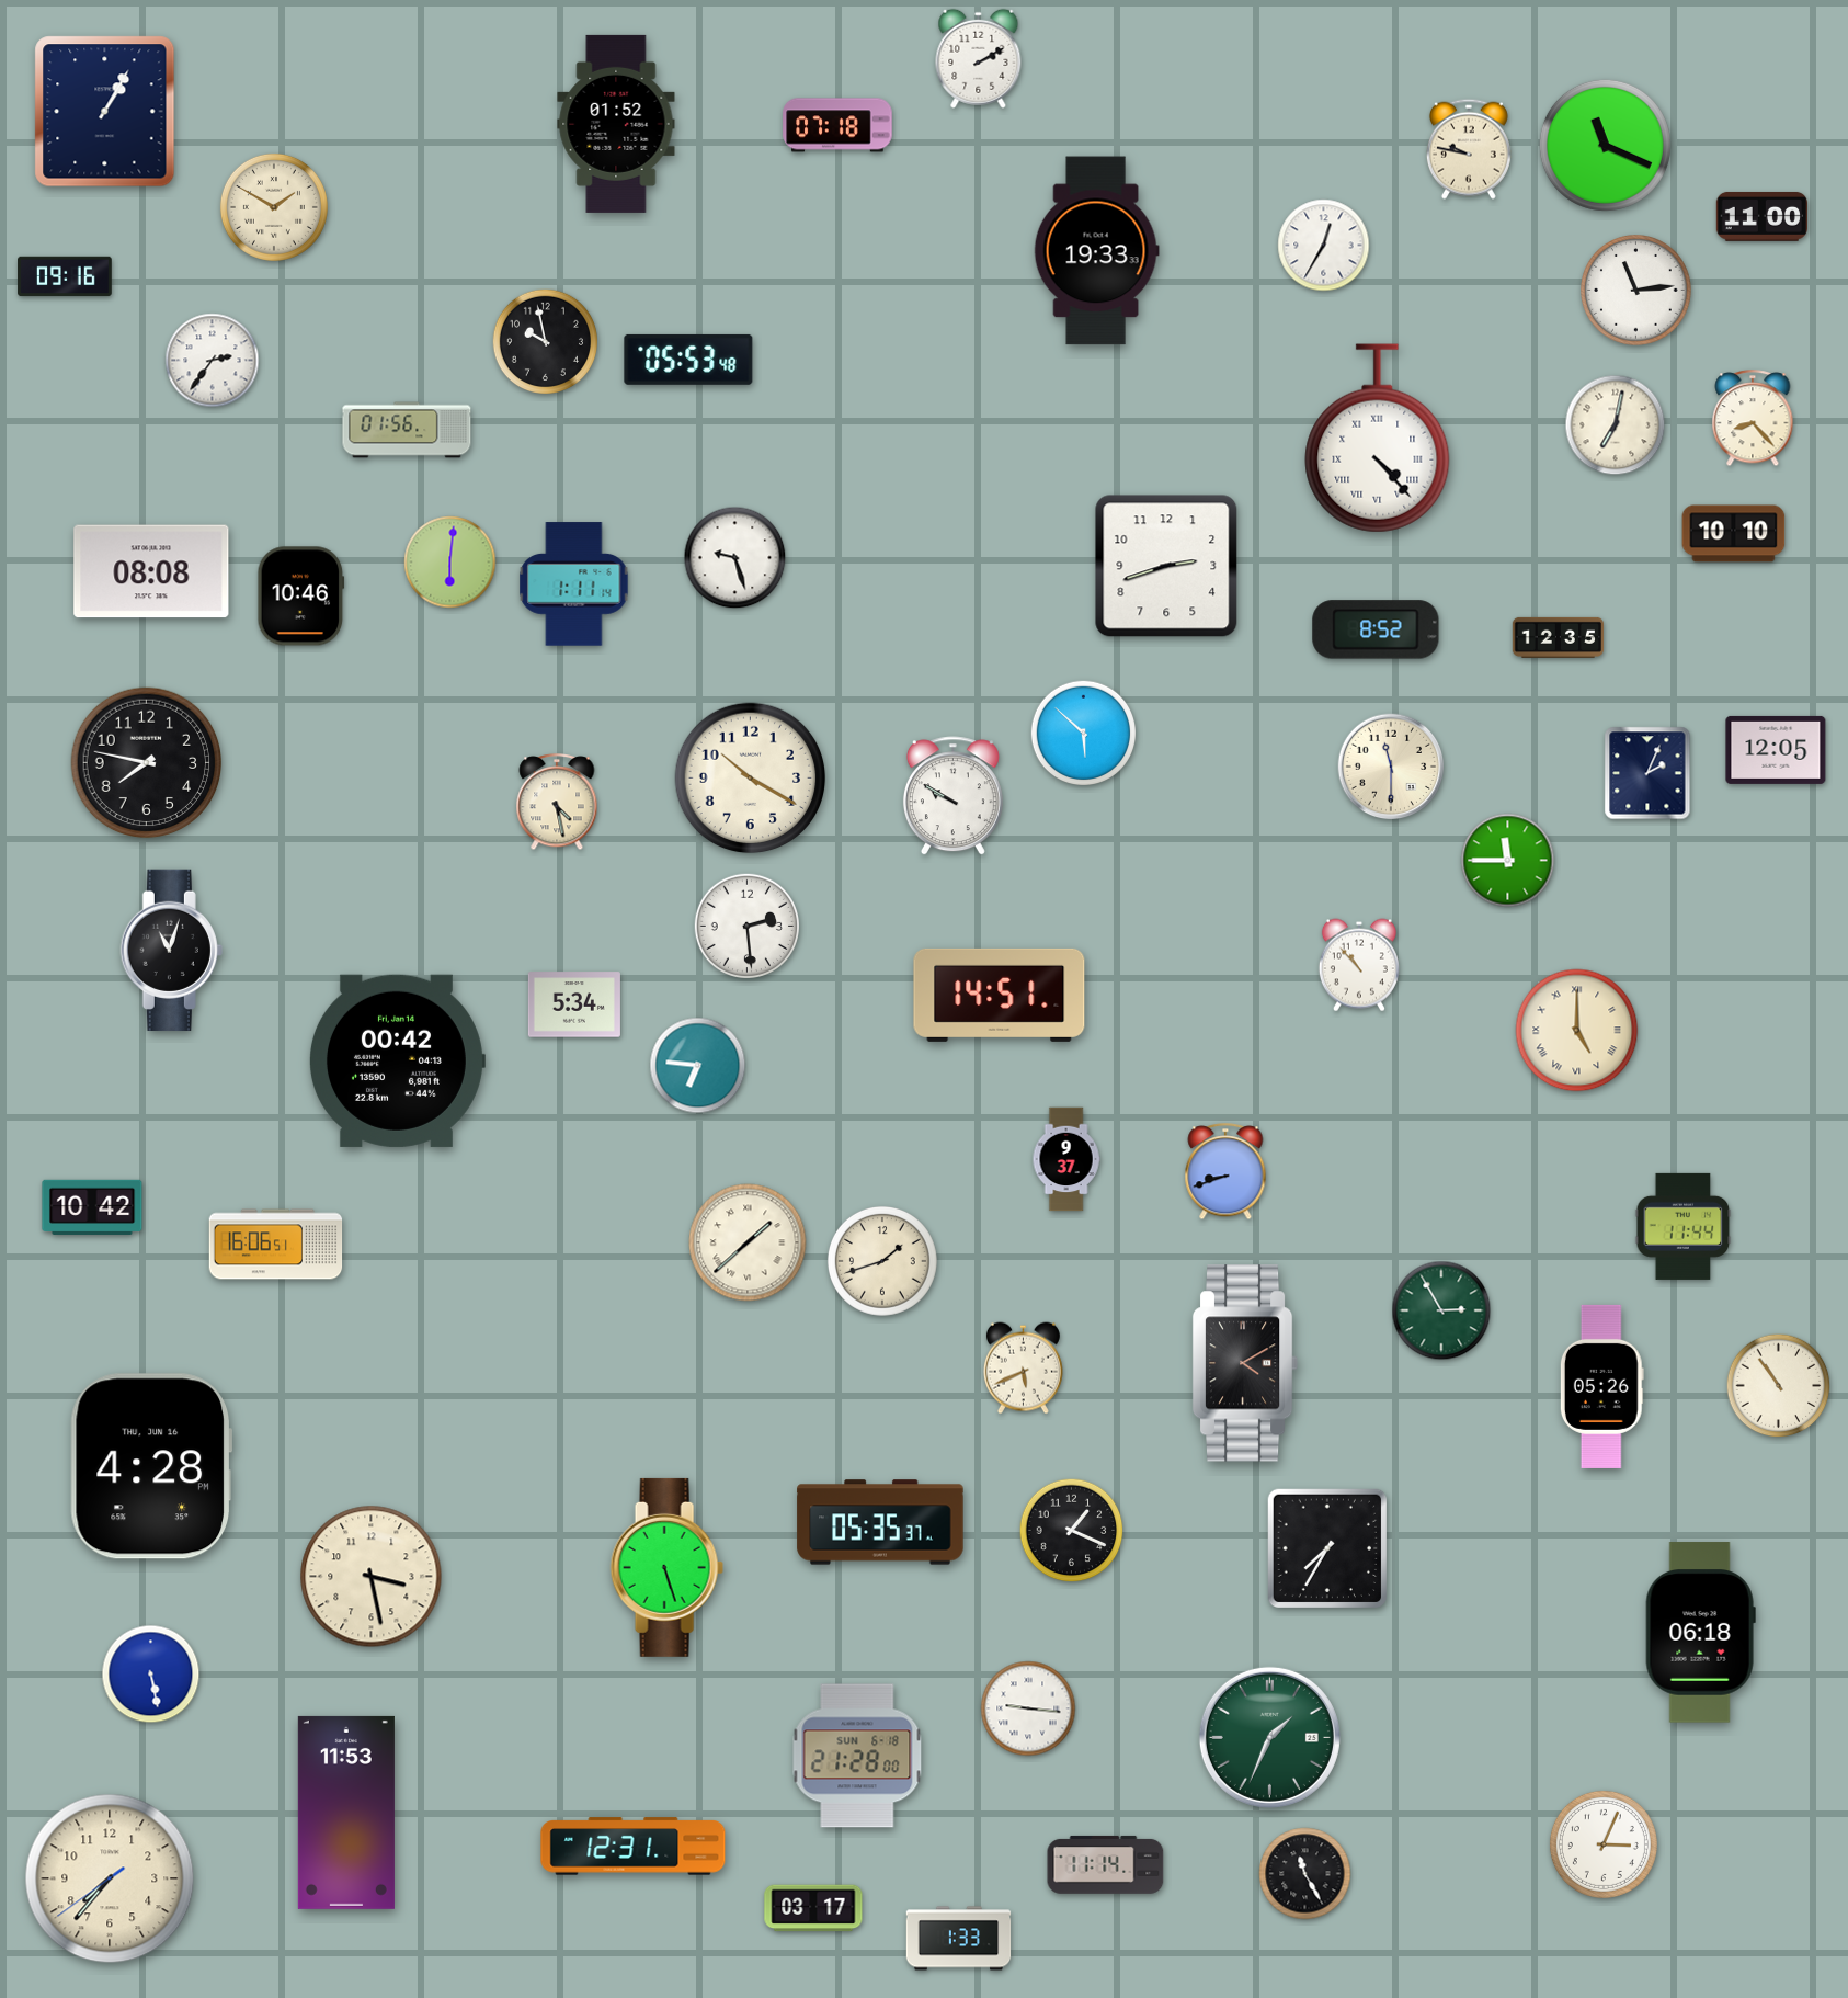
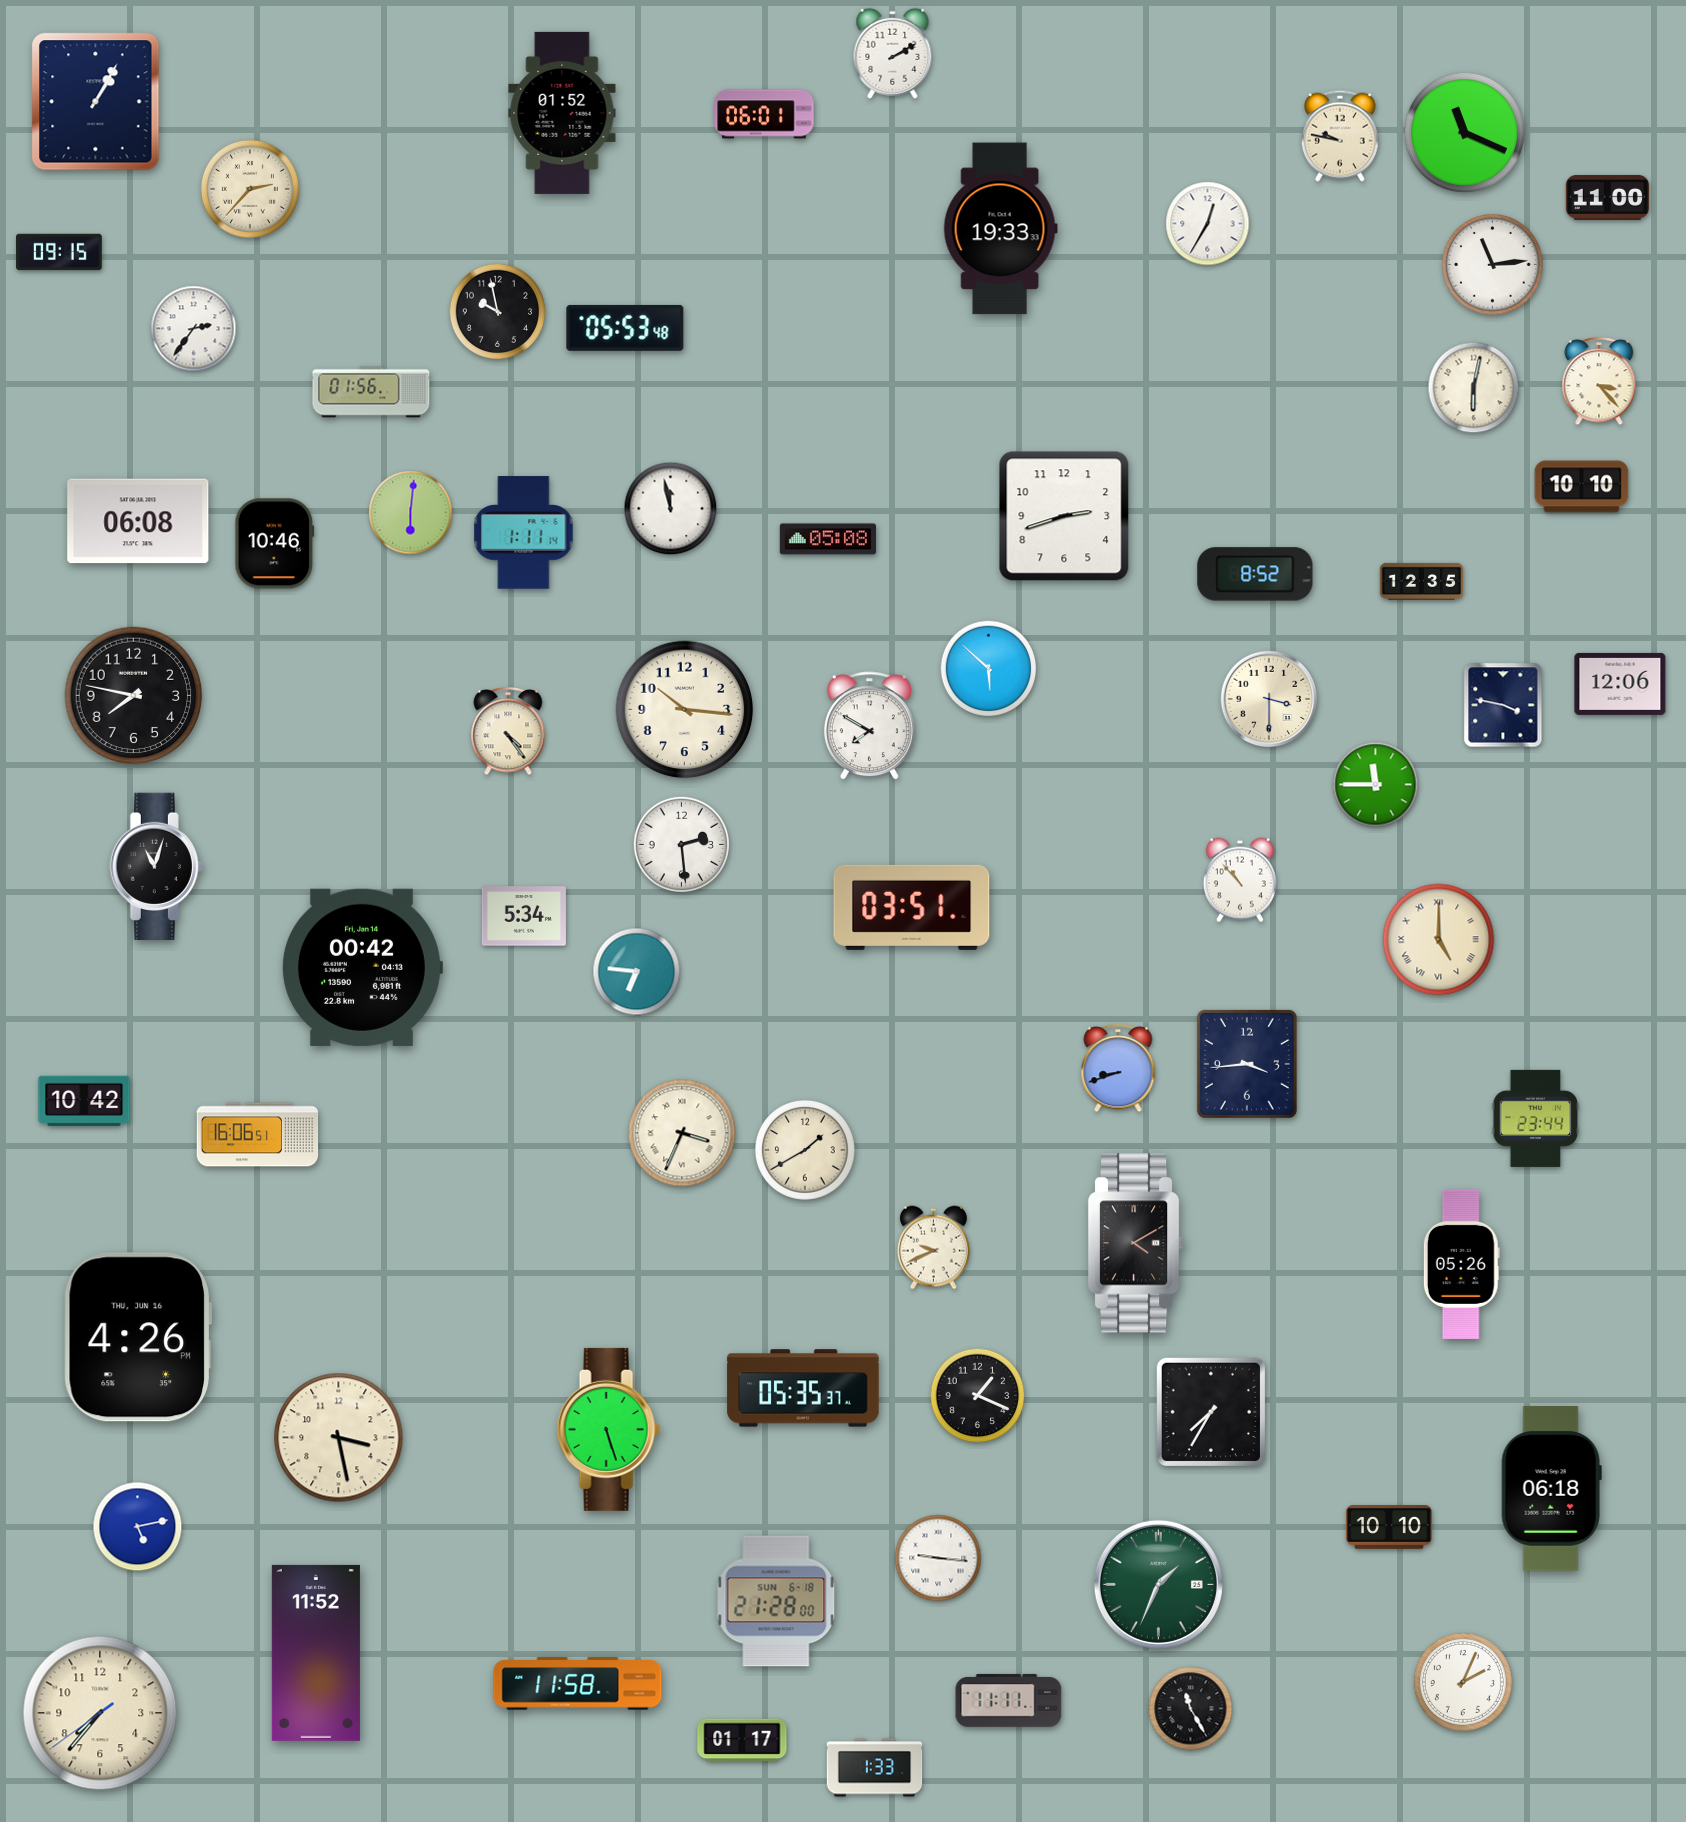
clock at (837, 125): 07:18 -> 06:01
clock at (274, 207): 1:50 -> 2:37
clock at (65, 276): 09:16 -> 09:15
clock at (688, 360) position: (688, 360) -> (625, 328)
clock at (1753, 419): 8:23 -> 3:23
clock at (1616, 425): 7:02 -> 6:02
clock at (1378, 439): 4:23 -> none
clock at (735, 558): 9:27 -> 11:58
clock at (151, 571): 08:08 -> 06:08
clock at (828, 539): none -> 05:08
clock at (1776, 750): 12:05 -> 12:06
clock at (1391, 767): 11:30 -> 3:30
clock at (1647, 773): 2:04 -> 3:47
clock at (751, 779): 10:20 -> 10:16
clock at (952, 796): 9:50 -> 7:50
clock at (557, 803): 4:28 -> 4:24
clock at (1000, 995): 14:51 -> 03:51
clock at (1066, 1159): 9:37 -> none
clock at (1247, 1064): none -> 3:44
clock at (1684, 1226): 11:44 -> 23:44
clock at (748, 1242): 1:38 -> 3:34
clock at (276, 1245) position: (276, 1245) -> (258, 1135)
clock at (882, 1261): 1:42 -> 1:40
clock at (1441, 1310): 2:55 -> none
clock at (1023, 1369): 5:41 -> 9:41
clock at (1779, 1386): 10:54 -> none
clock at (150, 1466): 4:28 -> 4:26
clock at (151, 1675): 5:28 -> 5:13
clock at (1390, 1528): none -> 10:10
clock at (857, 1756) position: (857, 1756) -> (776, 1601)
clock at (346, 1813): 11:53 -> 11:52
clock at (1604, 1844): 3:04 -> 2:04
clock at (634, 1847): 12:31 -> 11:58
clock at (1106, 1864): 11:14 -> 11:11
clock at (813, 1908): 03:17 -> 01:17
